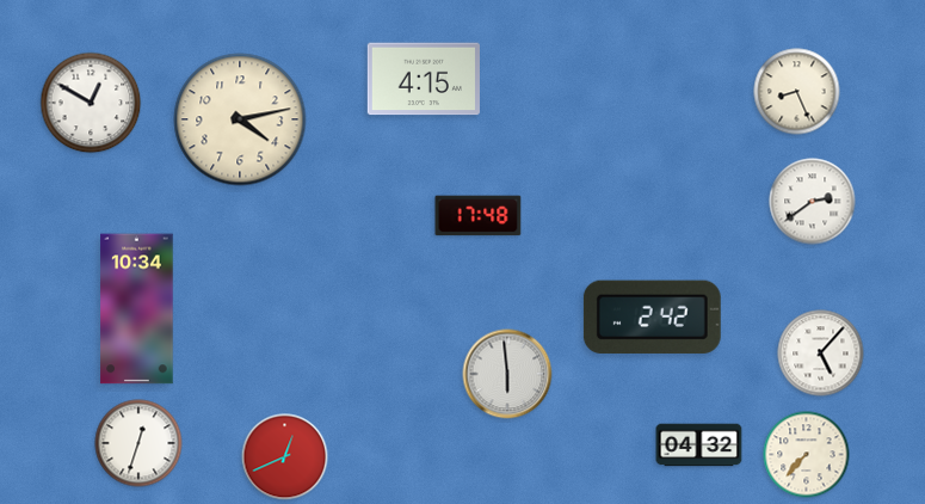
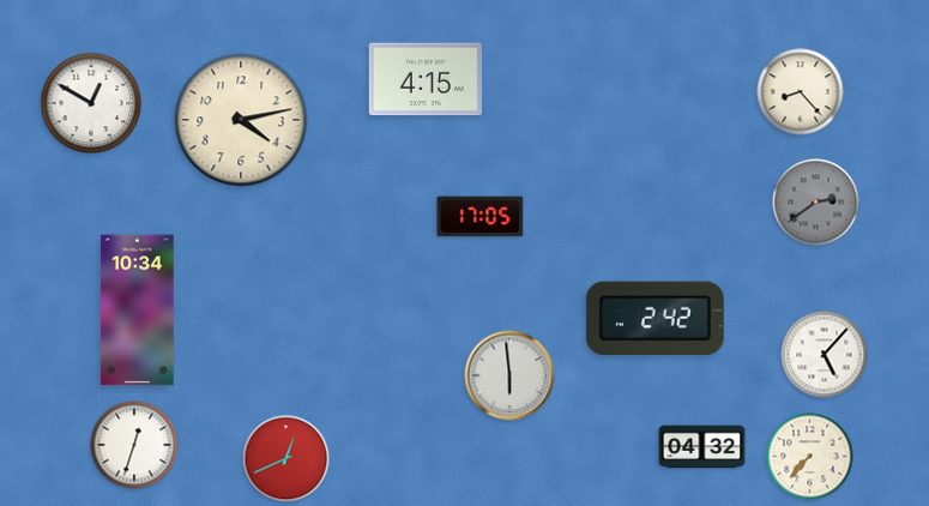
clock at (797, 92): 8:26 -> 8:23
clock at (813, 202) dial: white -> grey
clock at (479, 216): 17:48 -> 17:05
clock at (138, 443) position: (138, 443) -> (134, 445)
